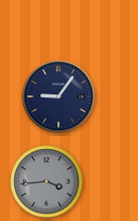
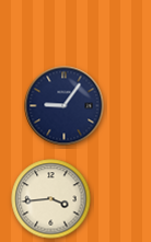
clock at (47, 182) dial: grey -> cream
